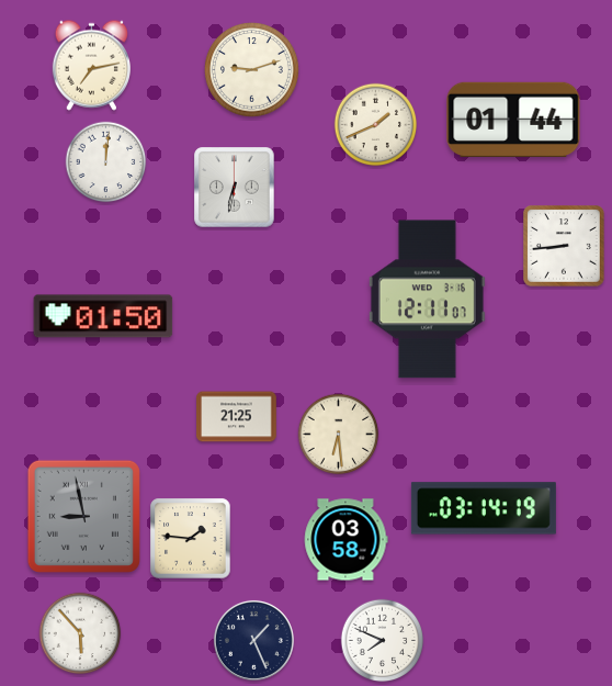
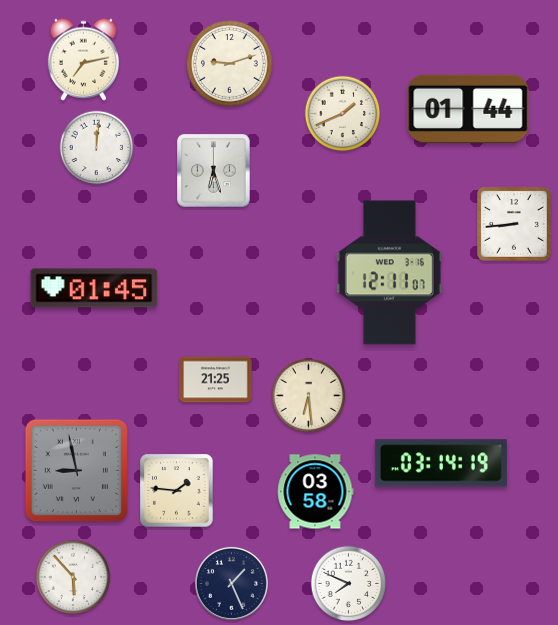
clock at (235, 188): 6:32 -> 6:27
clock at (103, 316): 01:50 -> 01:45
clock at (191, 539) position: (191, 539) -> (177, 491)
